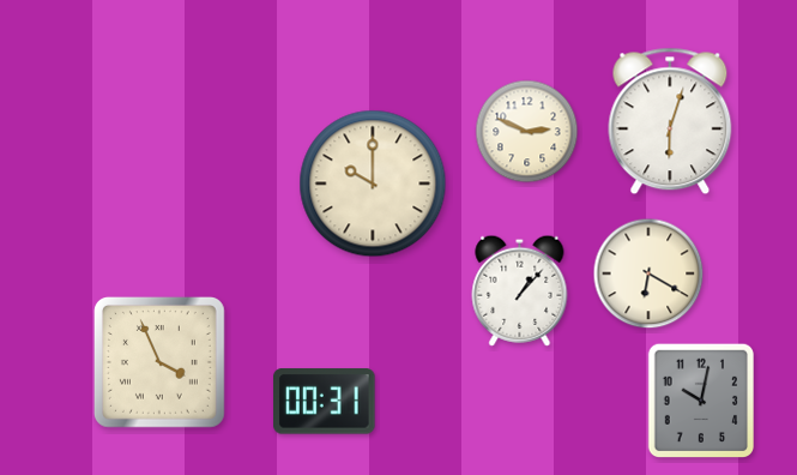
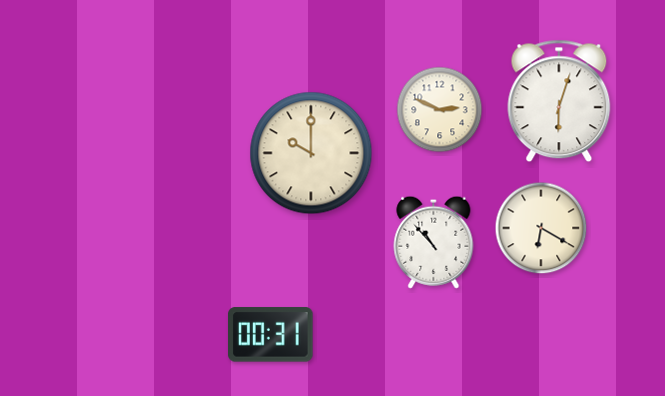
clock at (520, 290): 1:07 -> 10:53
clock at (159, 362): 3:56 -> none
clock at (700, 401): 10:02 -> none
